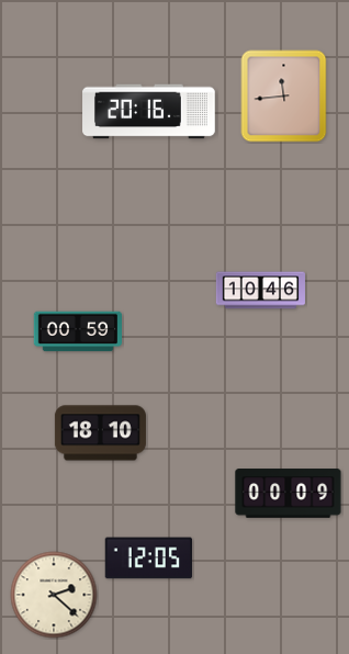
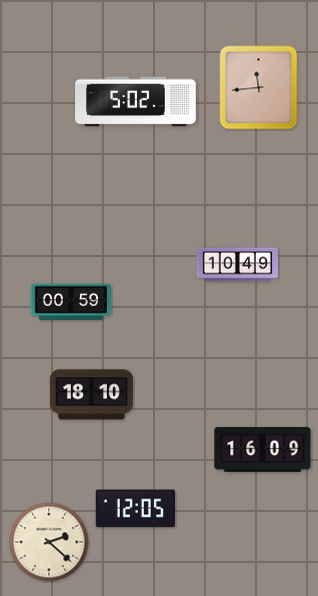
clock at (149, 112): 20:16 -> 5:02
clock at (260, 291): 10:46 -> 10:49
clock at (289, 494): 00:09 -> 16:09
